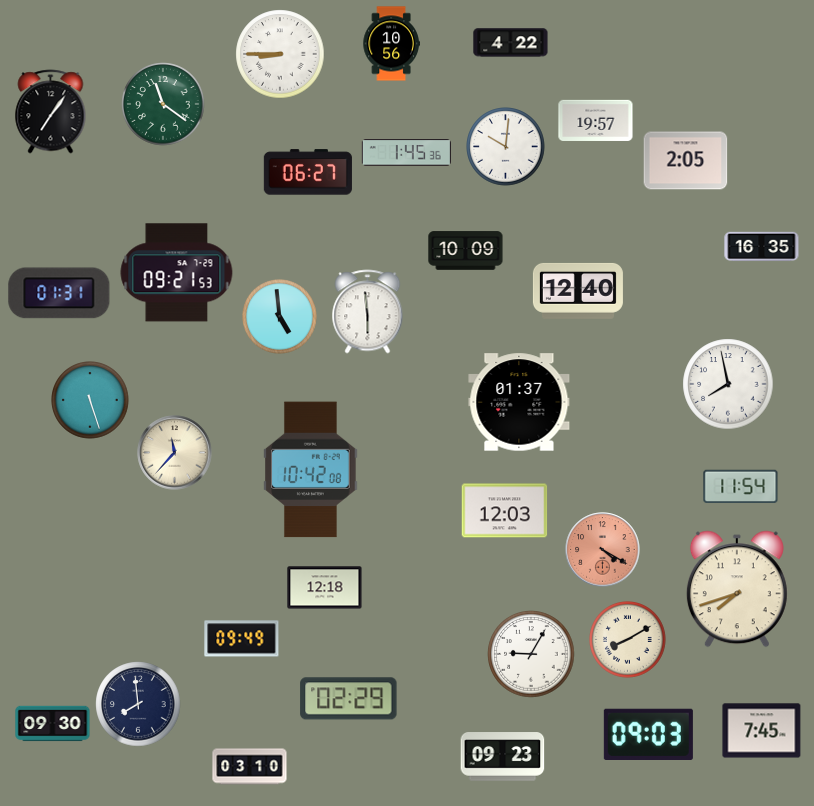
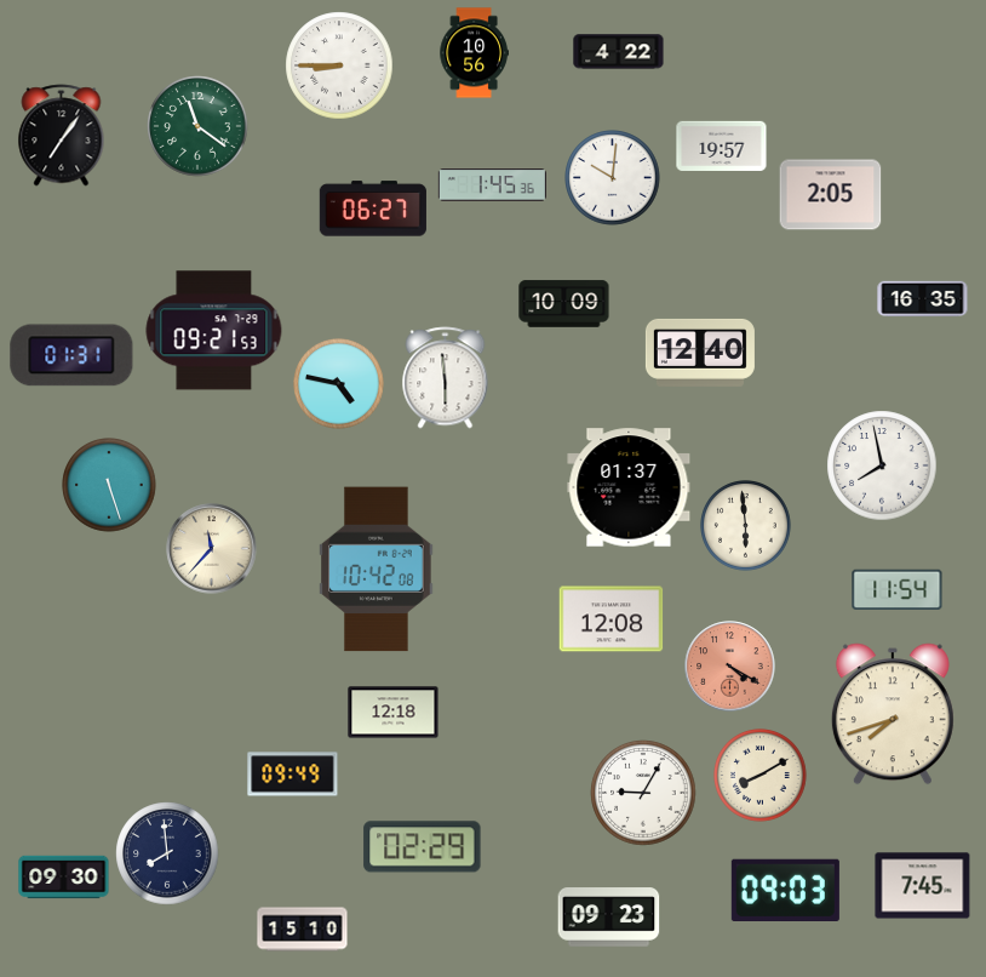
clock at (280, 317): 4:59 -> 4:47
clock at (746, 526): none -> 5:59
clock at (505, 511): 12:03 -> 12:08
clock at (250, 767): 03:10 -> 15:10
